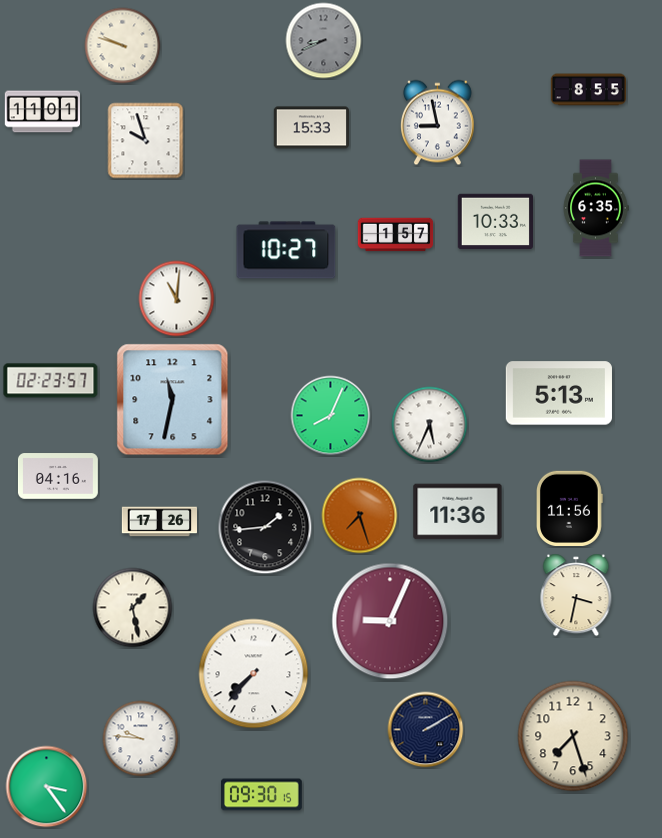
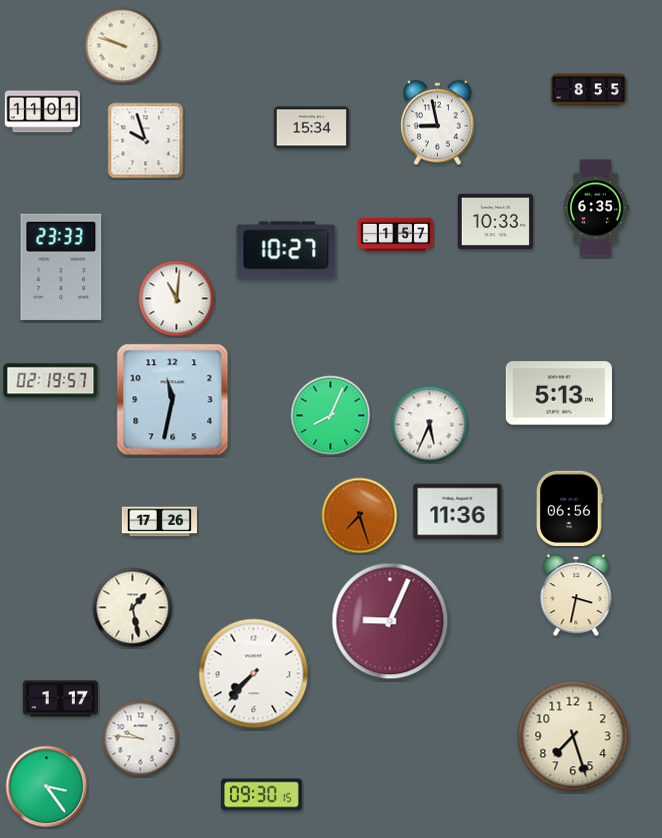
clock at (324, 41): 8:41 -> none
clock at (311, 128): 15:33 -> 15:34
clock at (61, 267): none -> 23:33
clock at (51, 381): 02:23 -> 02:19
clock at (58, 476): 04:16 -> none
clock at (570, 508): 11:56 -> 06:56
clock at (265, 527): 1:44 -> none
clock at (60, 699): none -> 1:17
clock at (426, 730): 2:10 -> none
